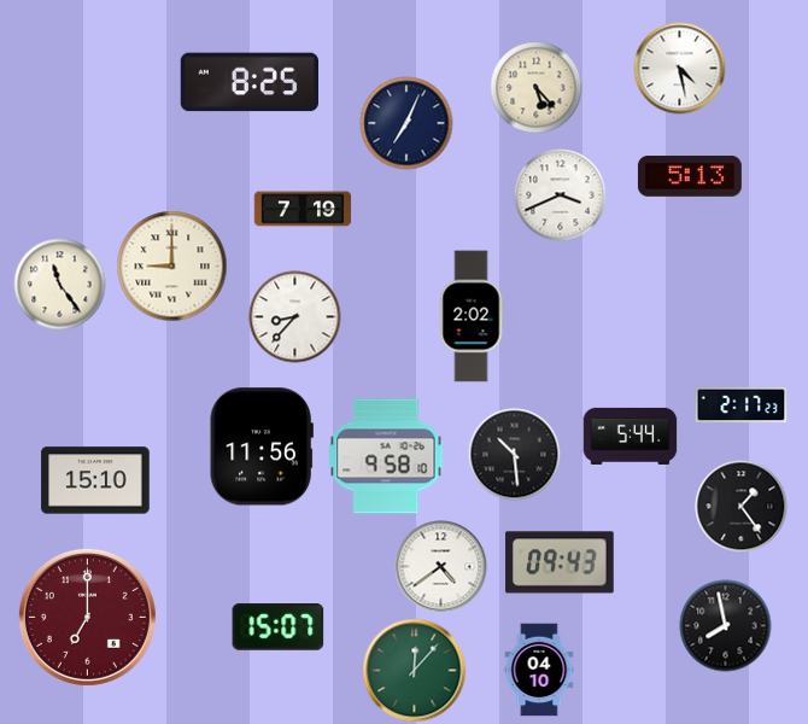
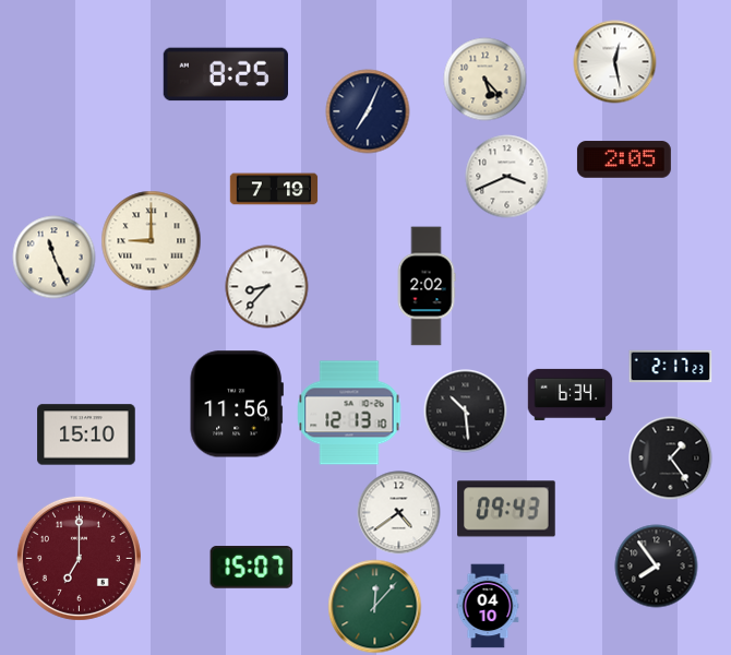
clock at (680, 69): 4:28 -> 12:28
clock at (690, 176): 5:13 -> 2:05
clock at (172, 267) position: (172, 267) -> (152, 241)
clock at (60, 285): 11:24 -> 11:26
clock at (631, 436): 5:44 -> 6:34
clock at (386, 456): 9:58 -> 12:13
clock at (726, 626): 7:58 -> 7:54
